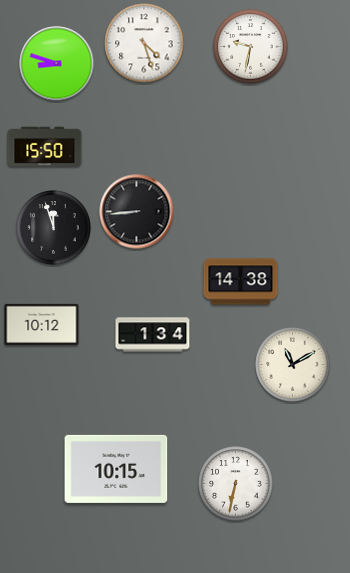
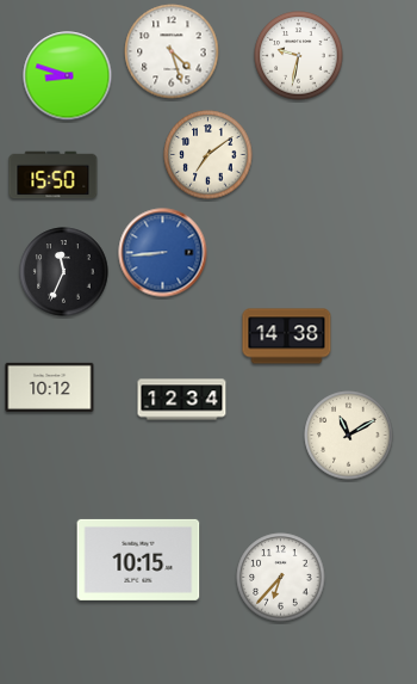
clock at (208, 155): none -> 7:09
clock at (137, 212) dial: black -> blue
clock at (54, 228): 11:57 -> 11:34
clock at (153, 335): 1:34 -> 12:34
clock at (236, 484): 6:32 -> 6:37
